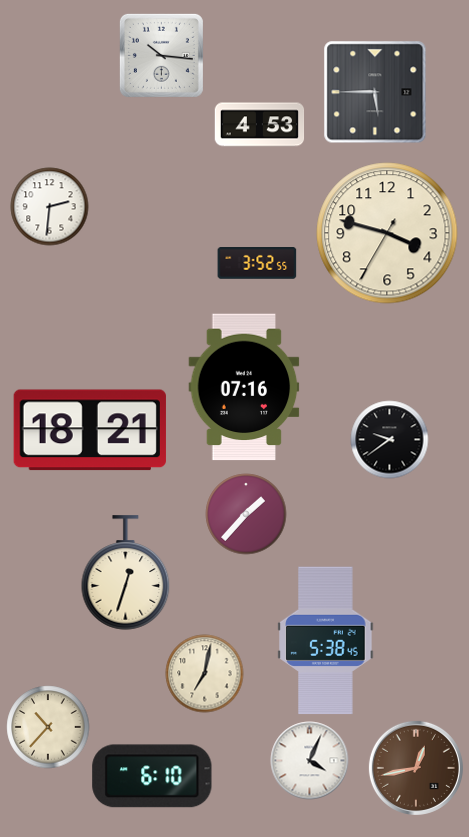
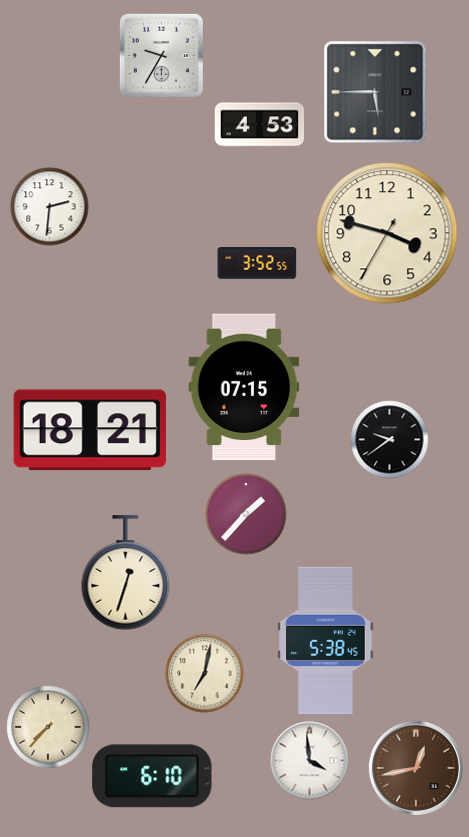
clock at (161, 55): 10:16 -> 9:35
clock at (244, 387): 07:16 -> 07:15
clock at (48, 727): 10:37 -> 7:37
clock at (309, 760): 4:04 -> 3:59
